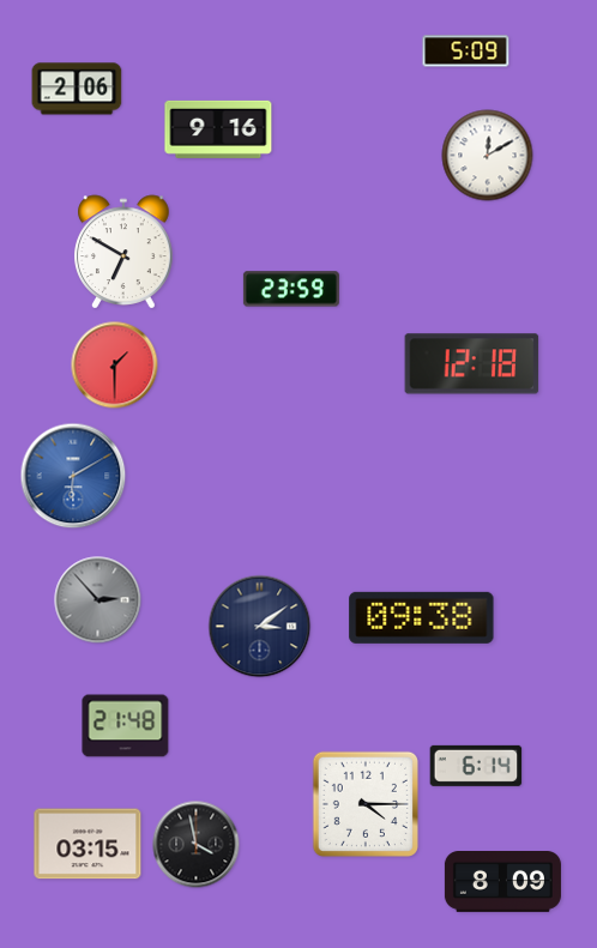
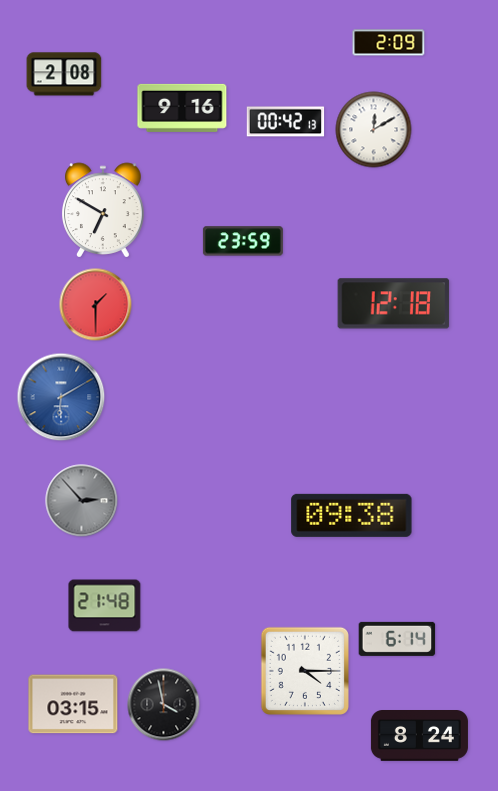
clock at (466, 52): 5:09 -> 2:09
clock at (77, 89): 2:06 -> 2:08
clock at (286, 122): none -> 00:42
clock at (488, 156) position: (488, 156) -> (374, 130)
clock at (260, 627): 3:09 -> none
clock at (502, 882): 8:09 -> 8:24
